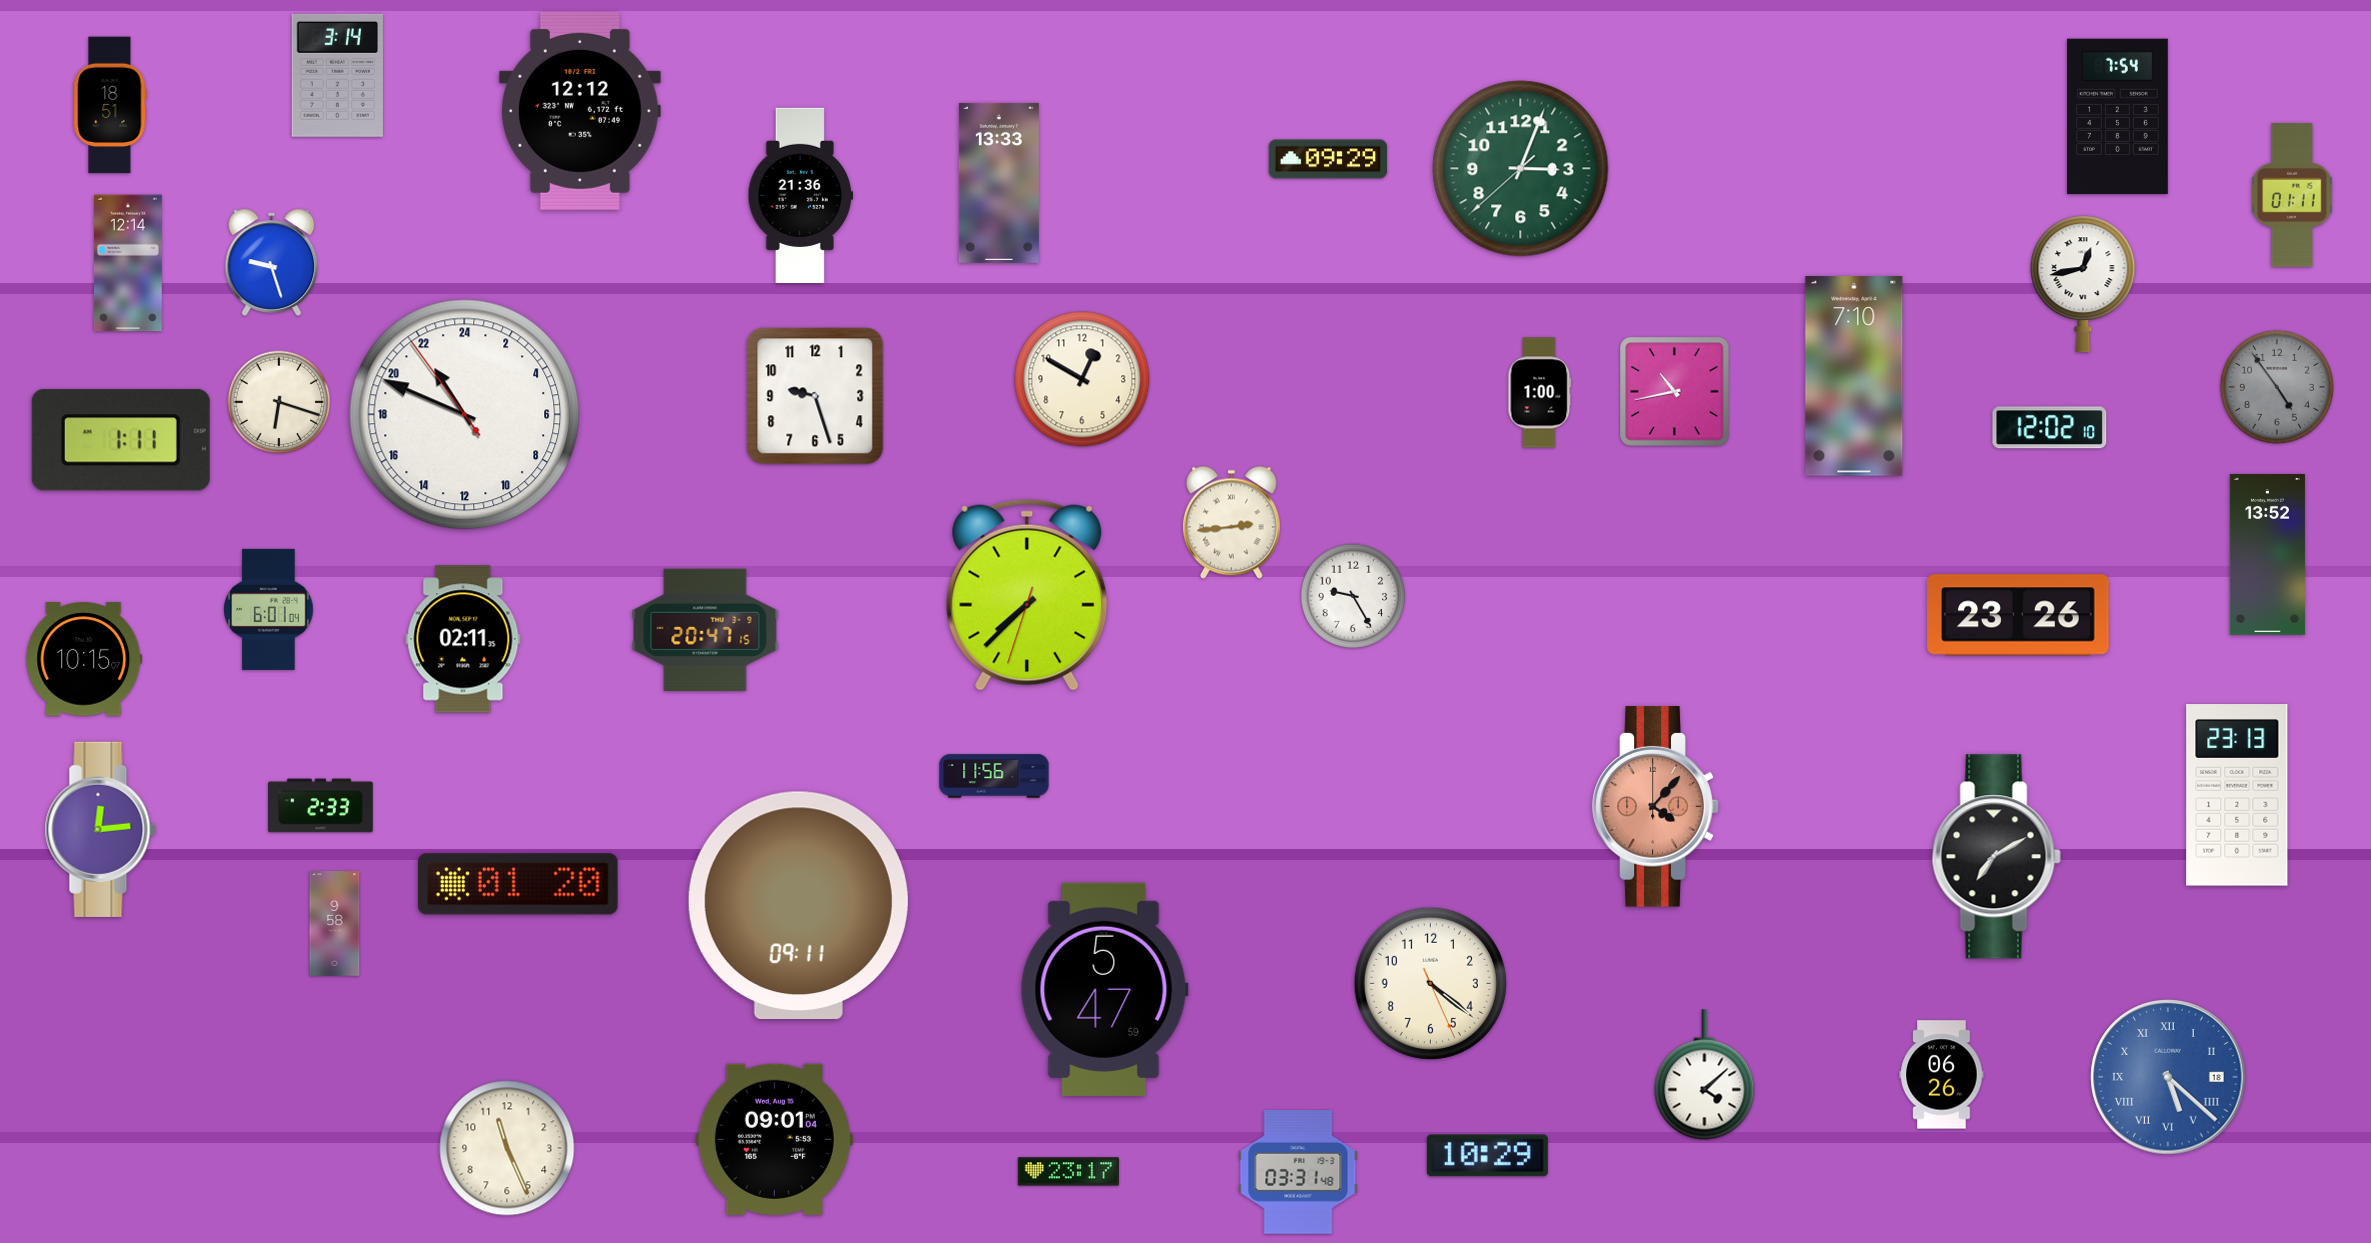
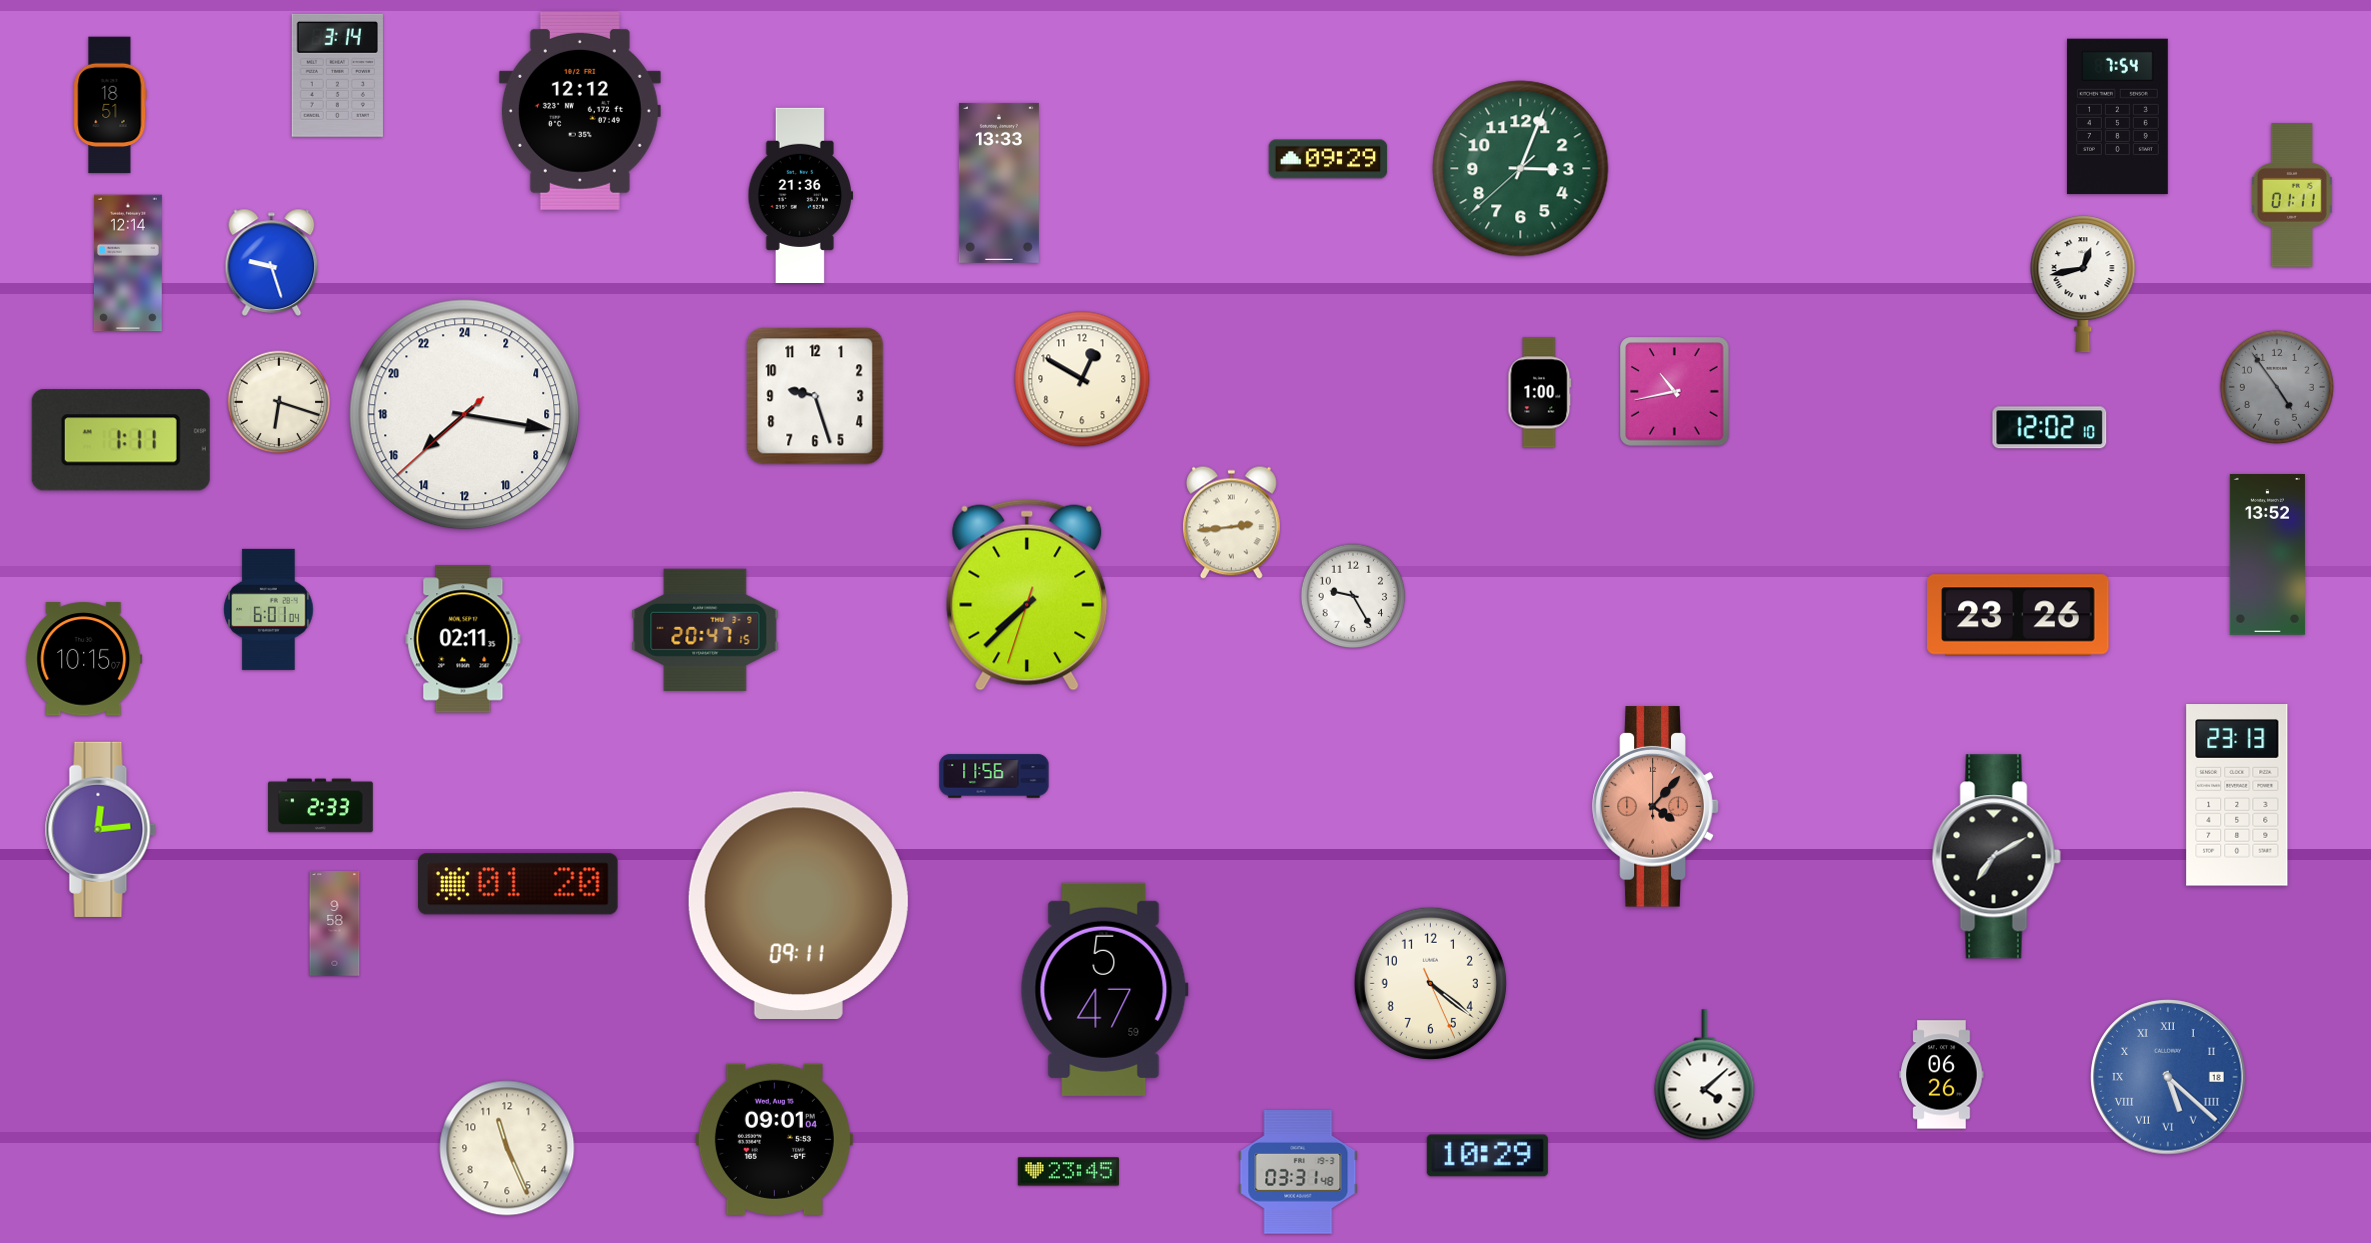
clock at (1854, 376): 7:10 -> none
clock at (465, 415): 21:48 -> 15:16
clock at (1068, 1172): 23:17 -> 23:45
